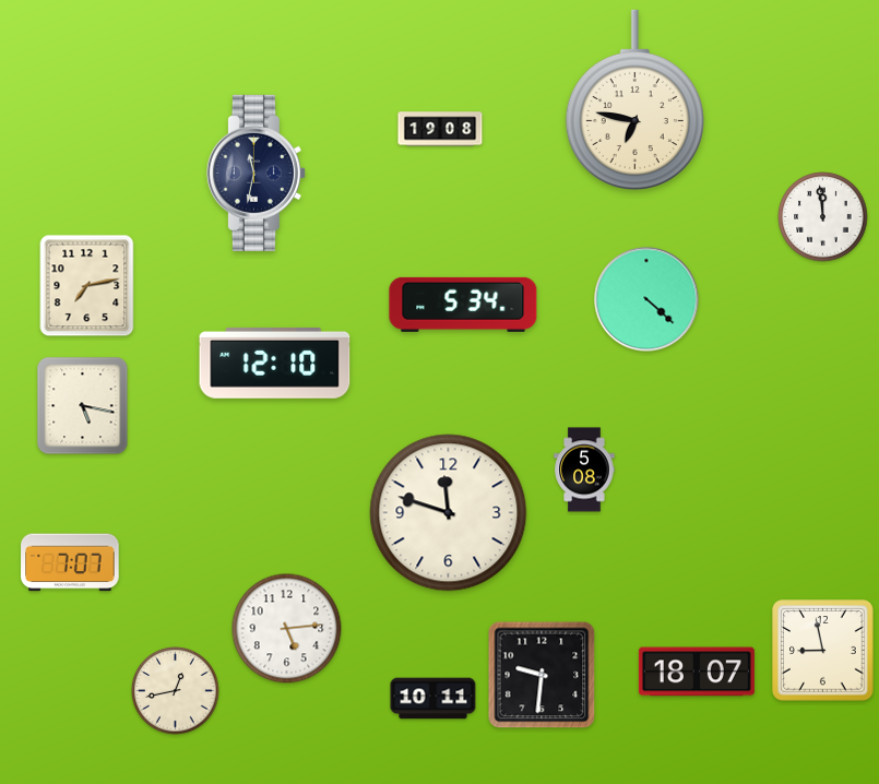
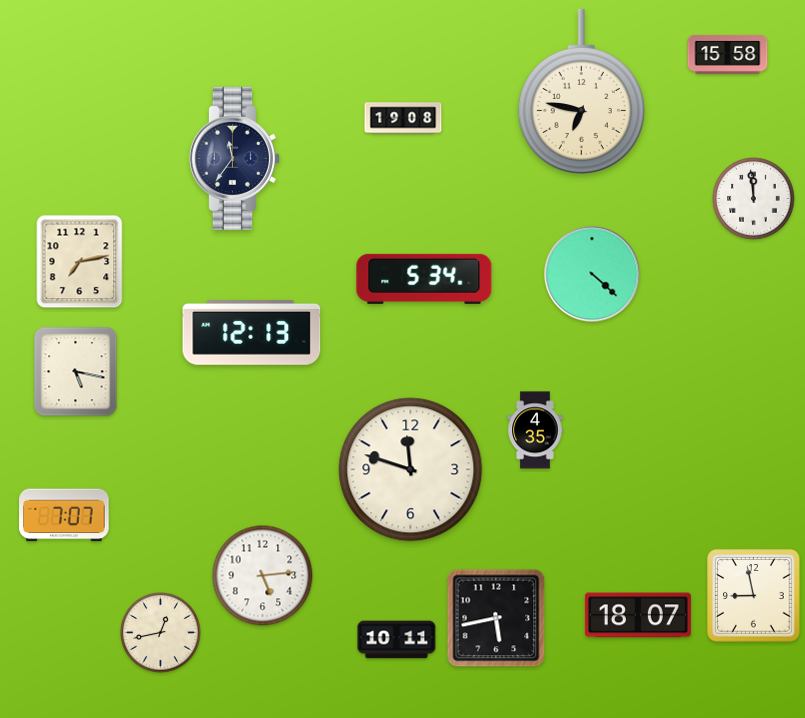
clock at (728, 54): none -> 15:58
clock at (256, 173): 11:32 -> 11:36
clock at (275, 363): 12:10 -> 12:13
clock at (584, 470): 5:08 -> 4:35
clock at (542, 675): 9:31 -> 5:43
